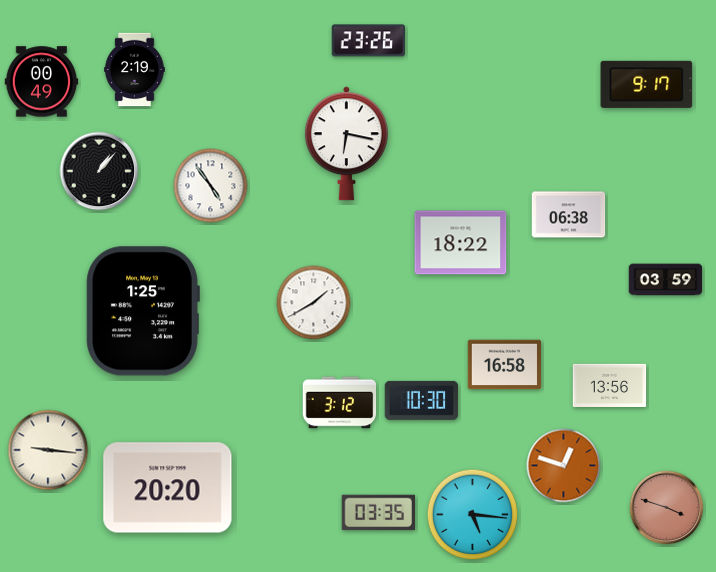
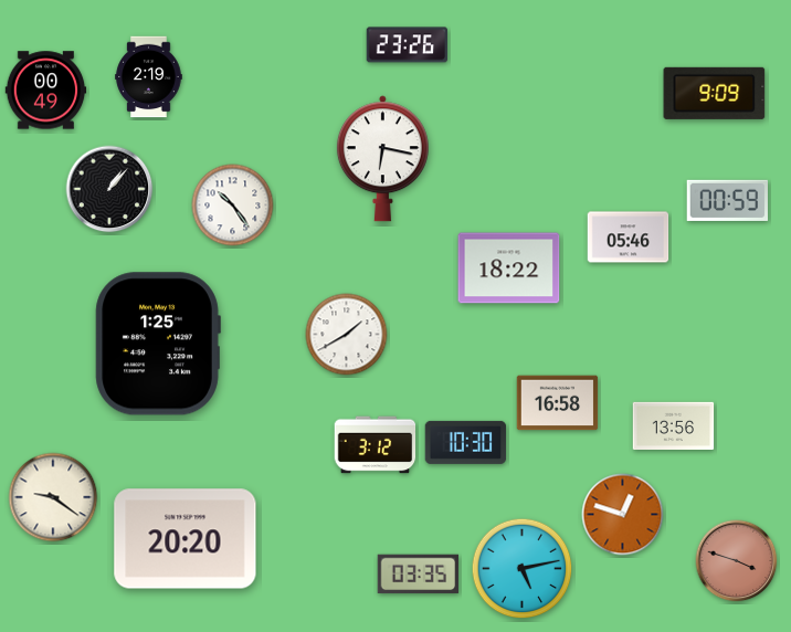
clock at (647, 84): 9:17 -> 9:09
clock at (728, 200): none -> 00:59
clock at (211, 186): 4:54 -> 10:24
clock at (569, 215): 06:38 -> 05:46
clock at (666, 280): 03:59 -> none
clock at (48, 450): 9:16 -> 9:21
clock at (379, 513) position: (379, 513) -> (419, 575)
clock at (473, 515): 5:16 -> 5:13
